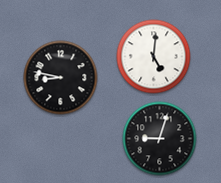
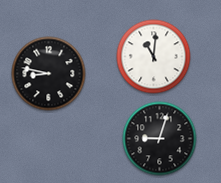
clock at (154, 57): 5:01 -> 11:01
clock at (61, 78) position: (61, 78) -> (49, 74)
